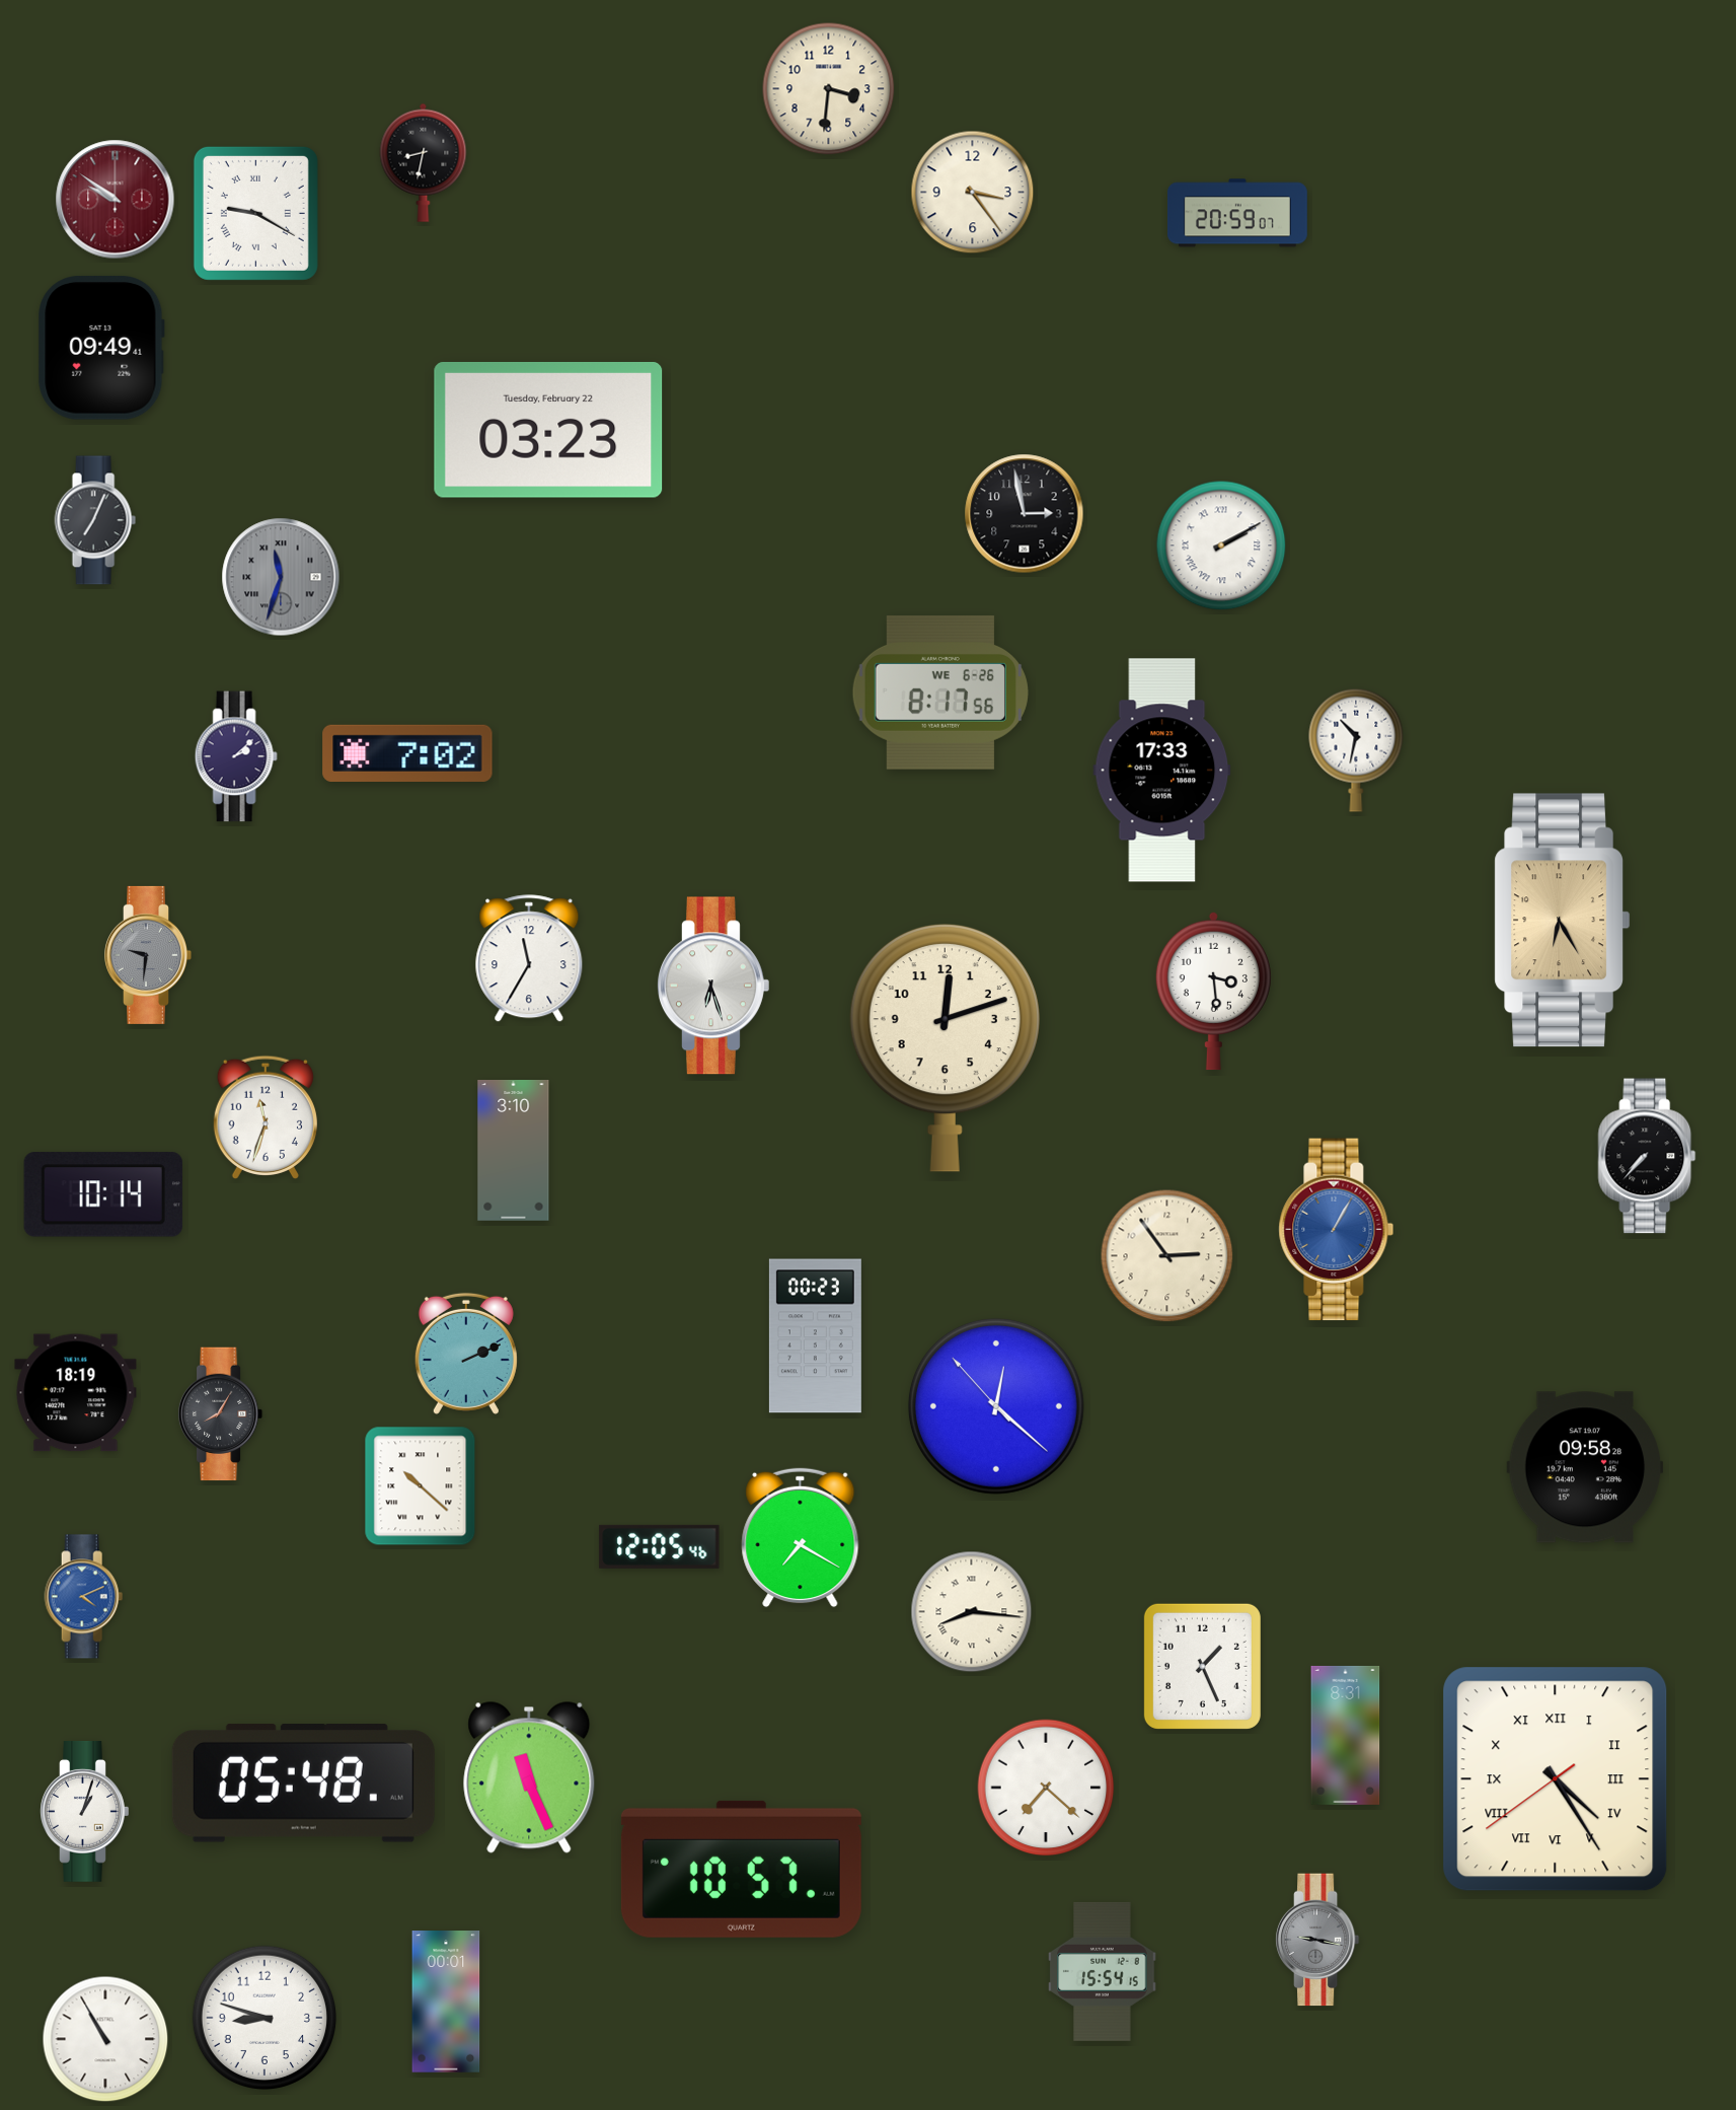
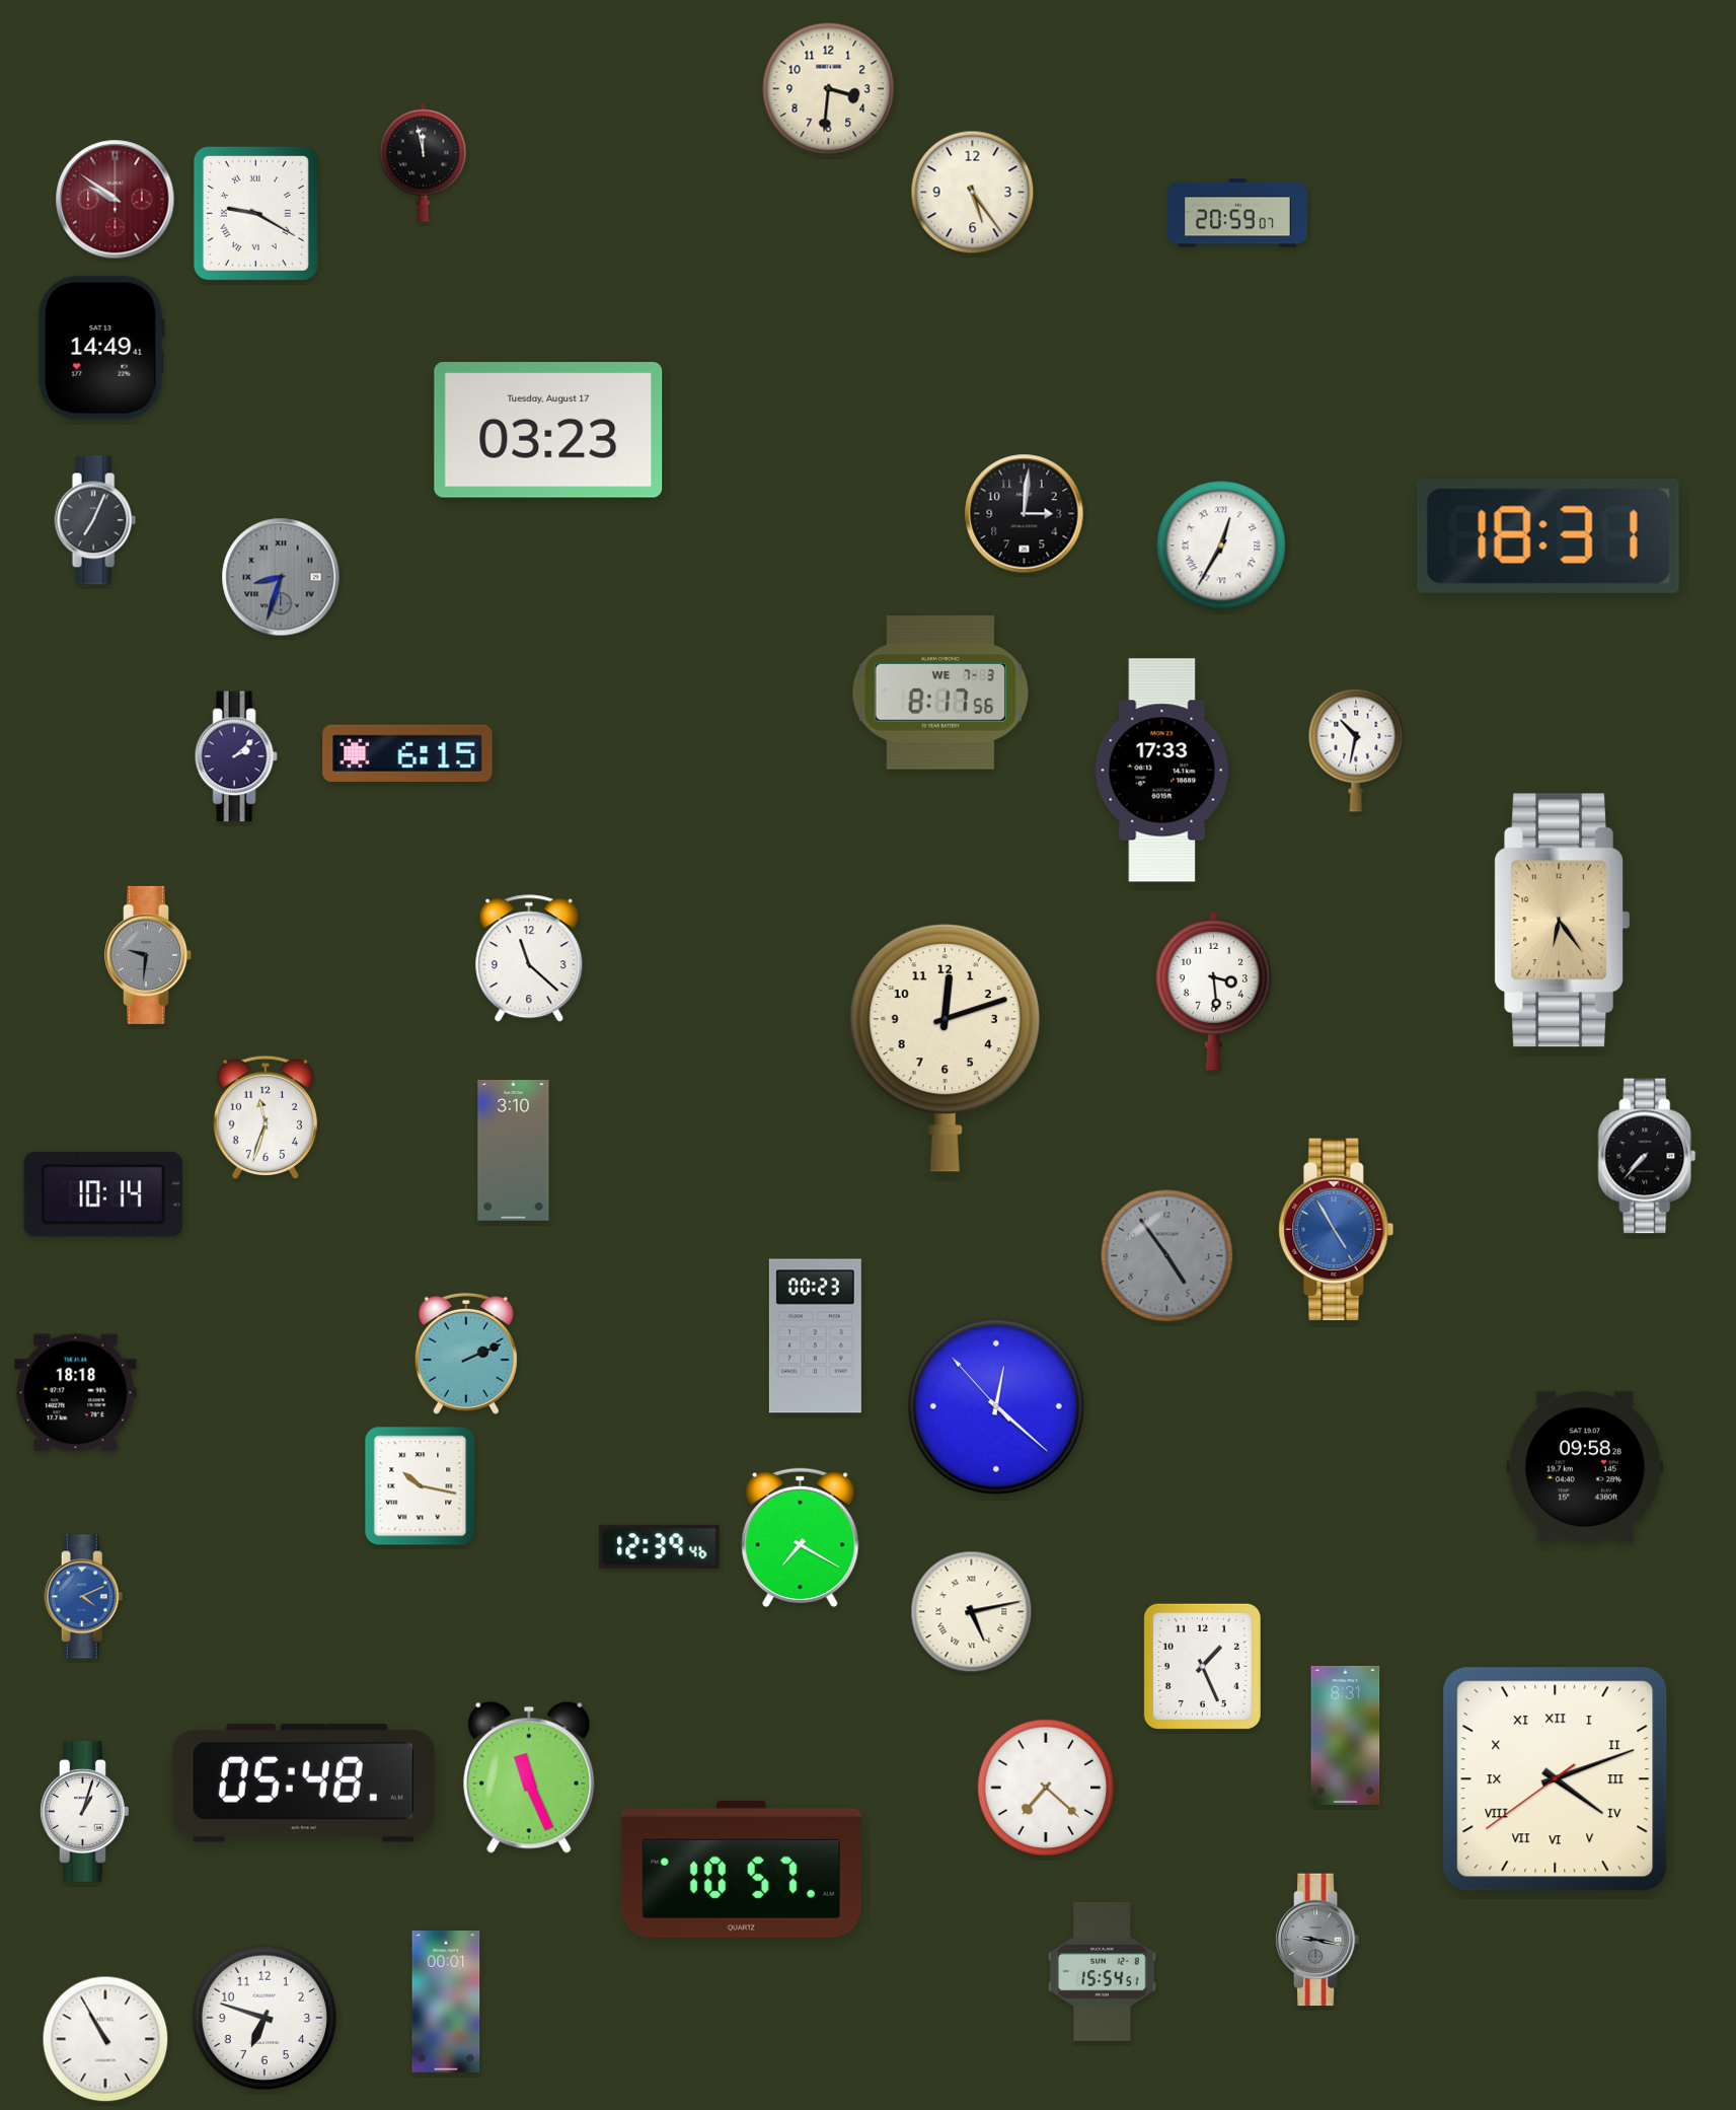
clock at (424, 162): 8:32 -> 11:58
clock at (973, 193): 3:24 -> 5:24
clock at (101, 348): 09:49 -> 14:49
clock at (548, 430) date: Tuesday, February 22 -> Tuesday, August 17
clock at (1025, 514): 2:58 -> 3:01
clock at (1549, 536): none -> 18:31
clock at (1221, 545): 2:10 -> 12:35
clock at (281, 577): 11:33 -> 8:33
clock at (940, 693) date: WE 6-26 -> WE 7-3
clock at (407, 753): 7:02 -> 6:15
clock at (1563, 921): 6:25 -> 6:24
clock at (529, 959): 11:35 -> 11:22
clock at (713, 986): 6:27 -> none
clock at (1337, 1230): 1:05 -> 4:55
clock at (1167, 1256): 2:54 -> 4:54
clock at (1167, 1256) dial: cream -> grey
clock at (76, 1393): 18:19 -> 18:18
clock at (221, 1414): 8:05 -> none
clock at (421, 1486): 10:22 -> 10:17
clock at (660, 1546): 12:05 -> 12:39
clock at (972, 1612): 8:16 -> 5:13
clock at (1556, 1779): 4:24 -> 4:11
clock at (1103, 1971): 15:54:15 -> 15:54:51
clock at (265, 2018): 8:48 -> 6:48
